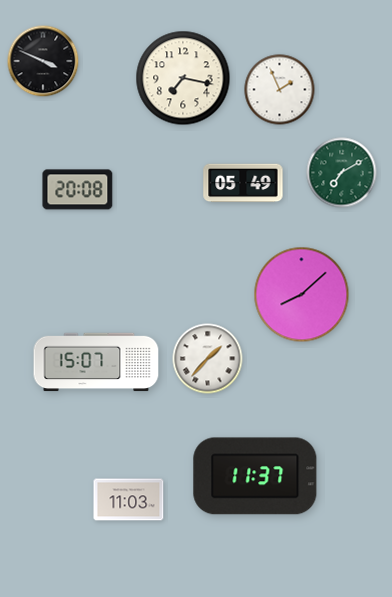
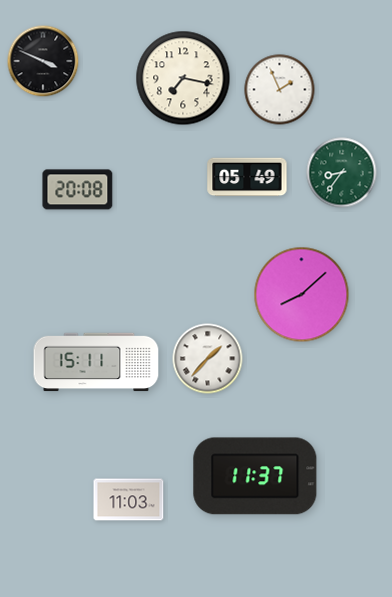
clock at (342, 173): 7:10 -> 8:36
clock at (243, 183) position: (243, 183) -> (247, 177)
clock at (96, 362): 15:07 -> 15:11
